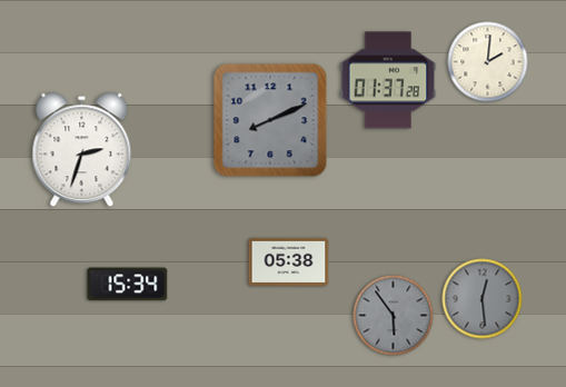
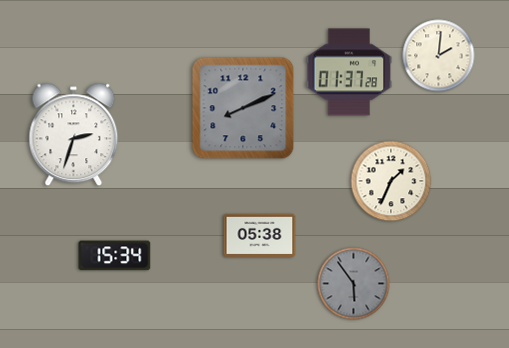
clock at (391, 181): none -> 1:34
clock at (483, 299): 12:29 -> none
